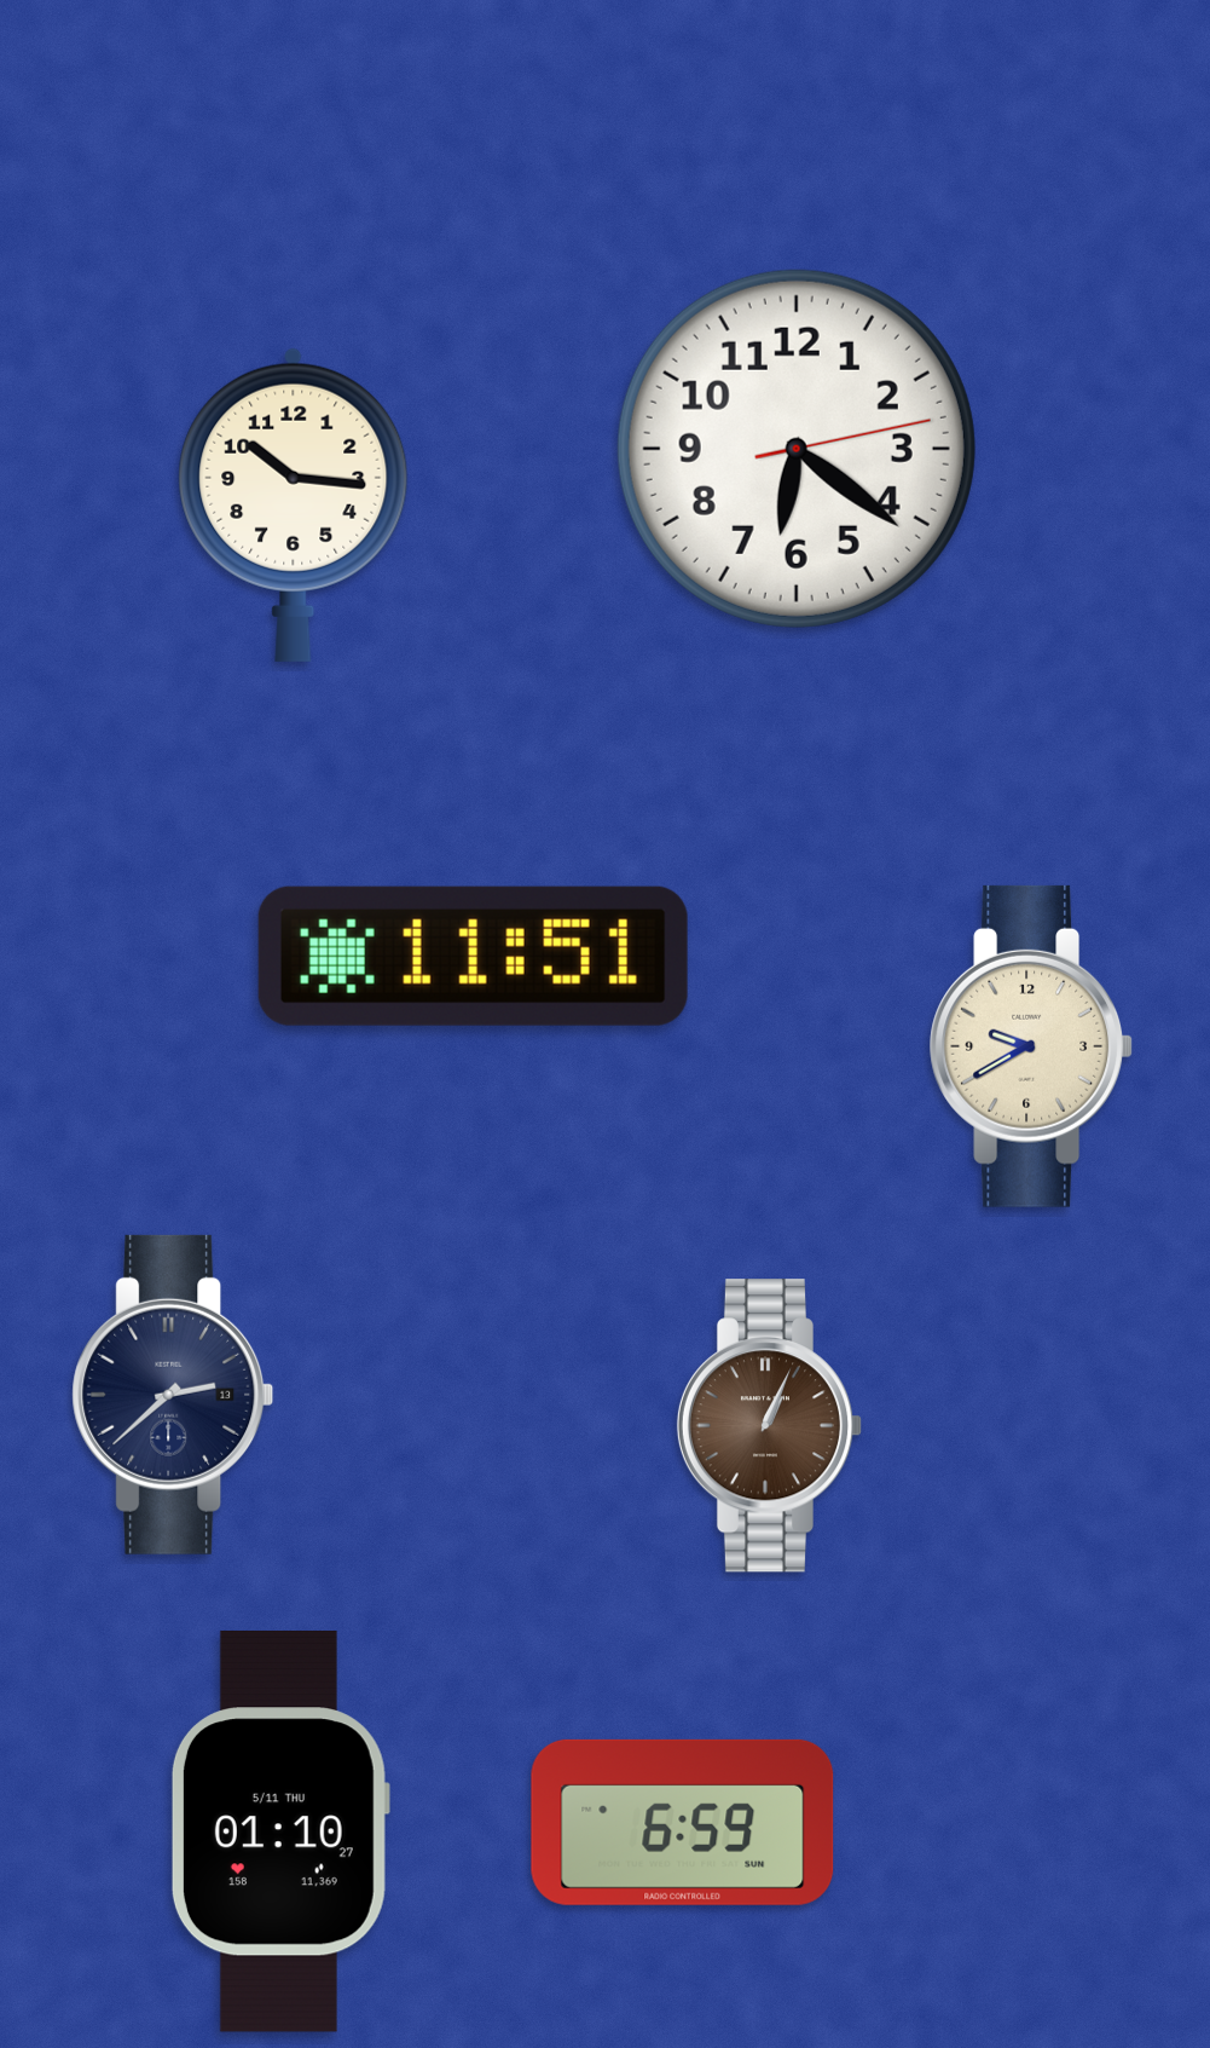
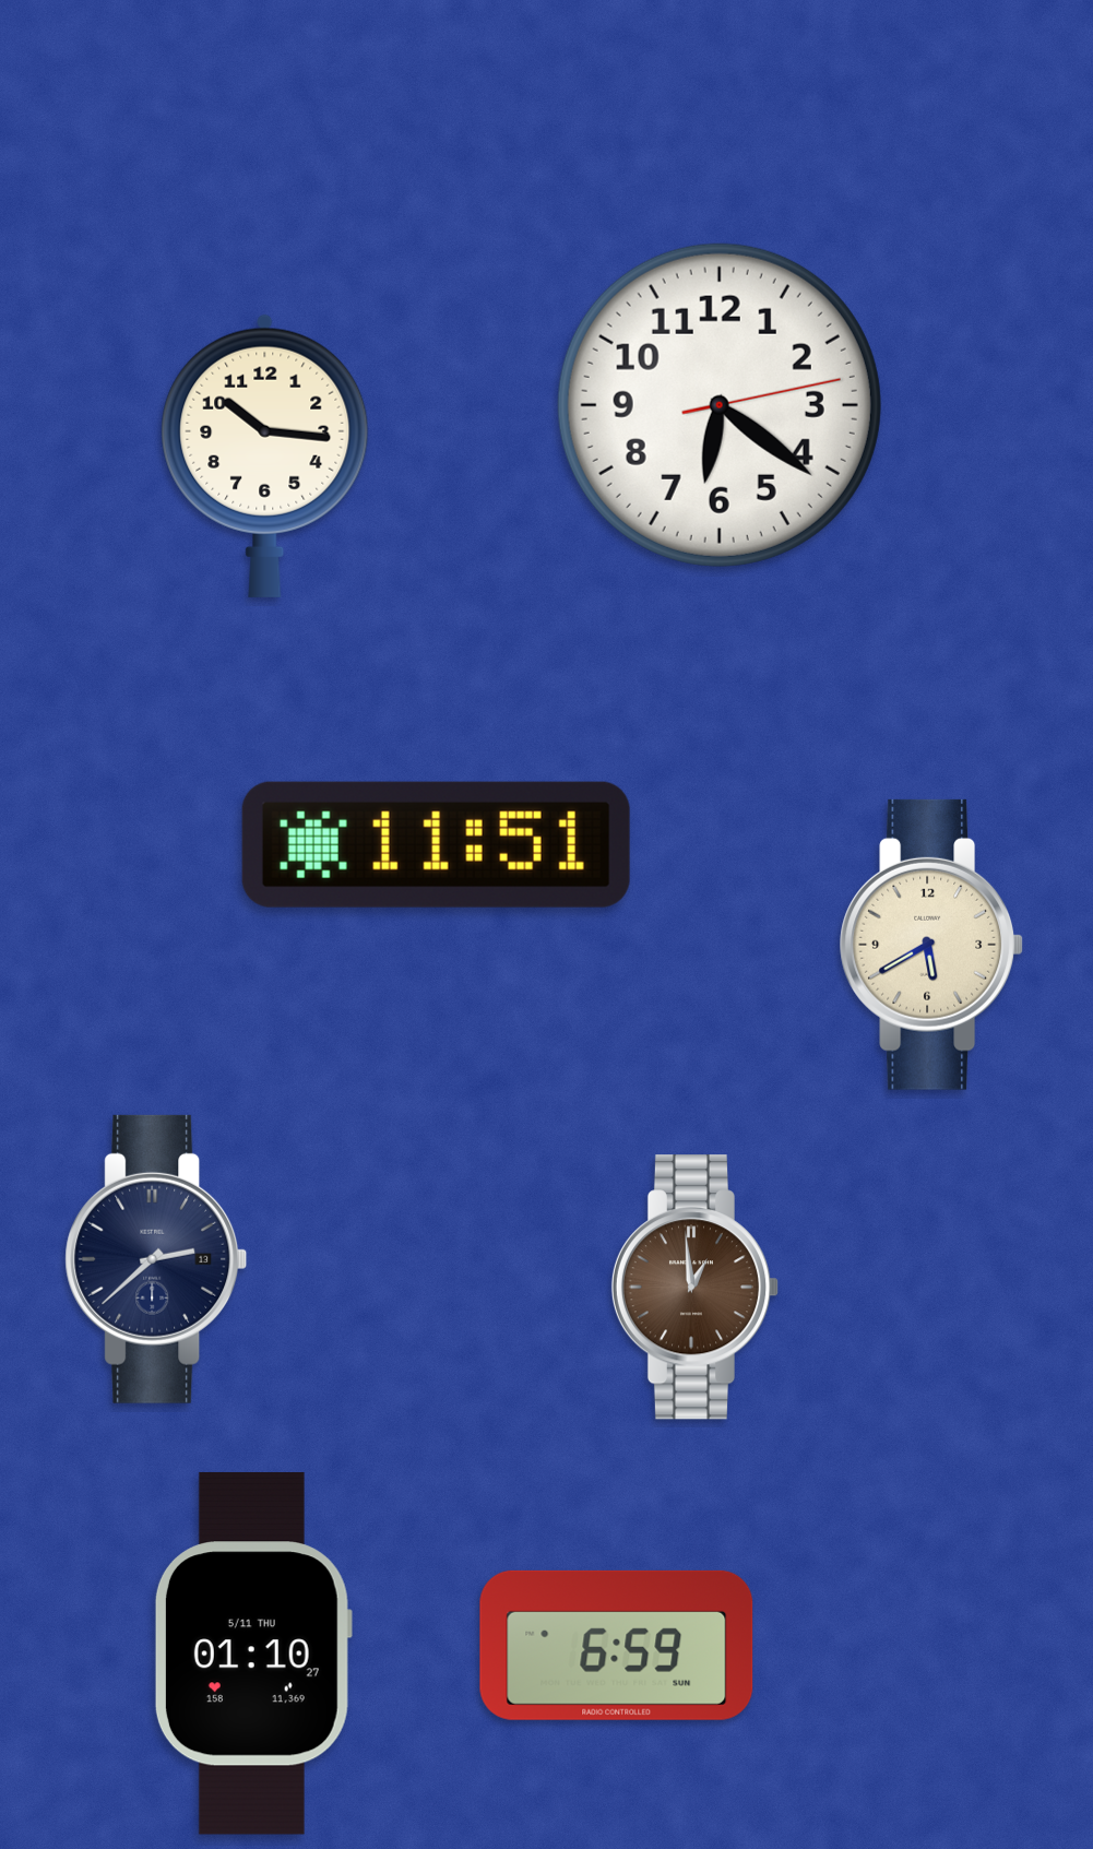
clock at (473, 956) position: (473, 956) -> (436, 844)
clock at (1030, 1046): 9:40 -> 5:40
clock at (770, 1426): 1:04 -> 12:59
